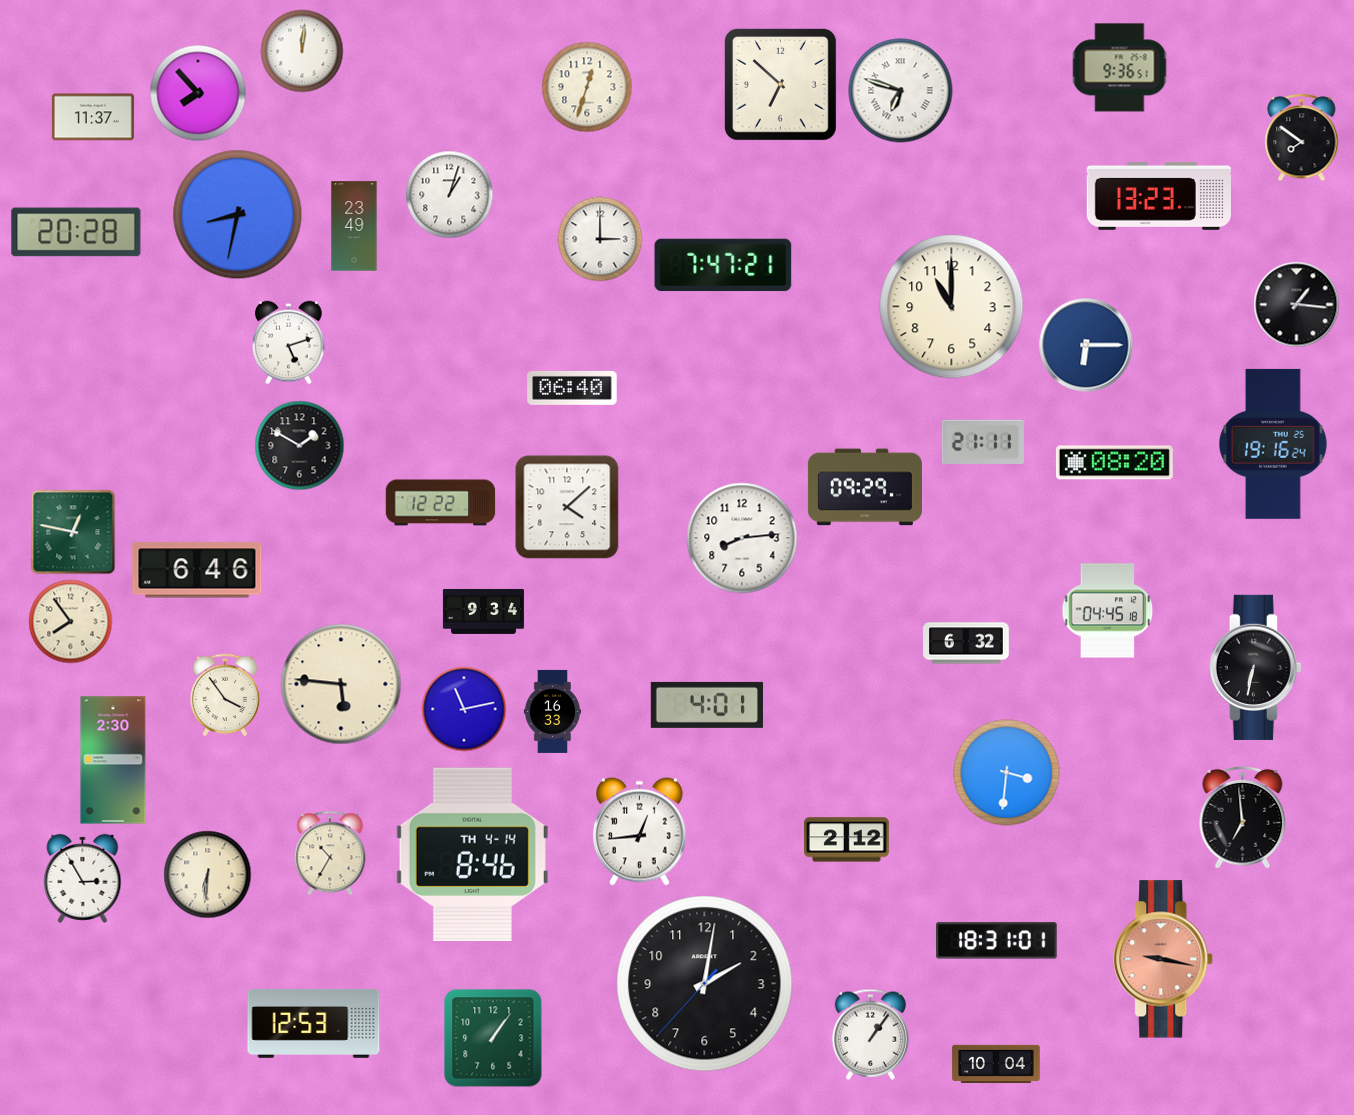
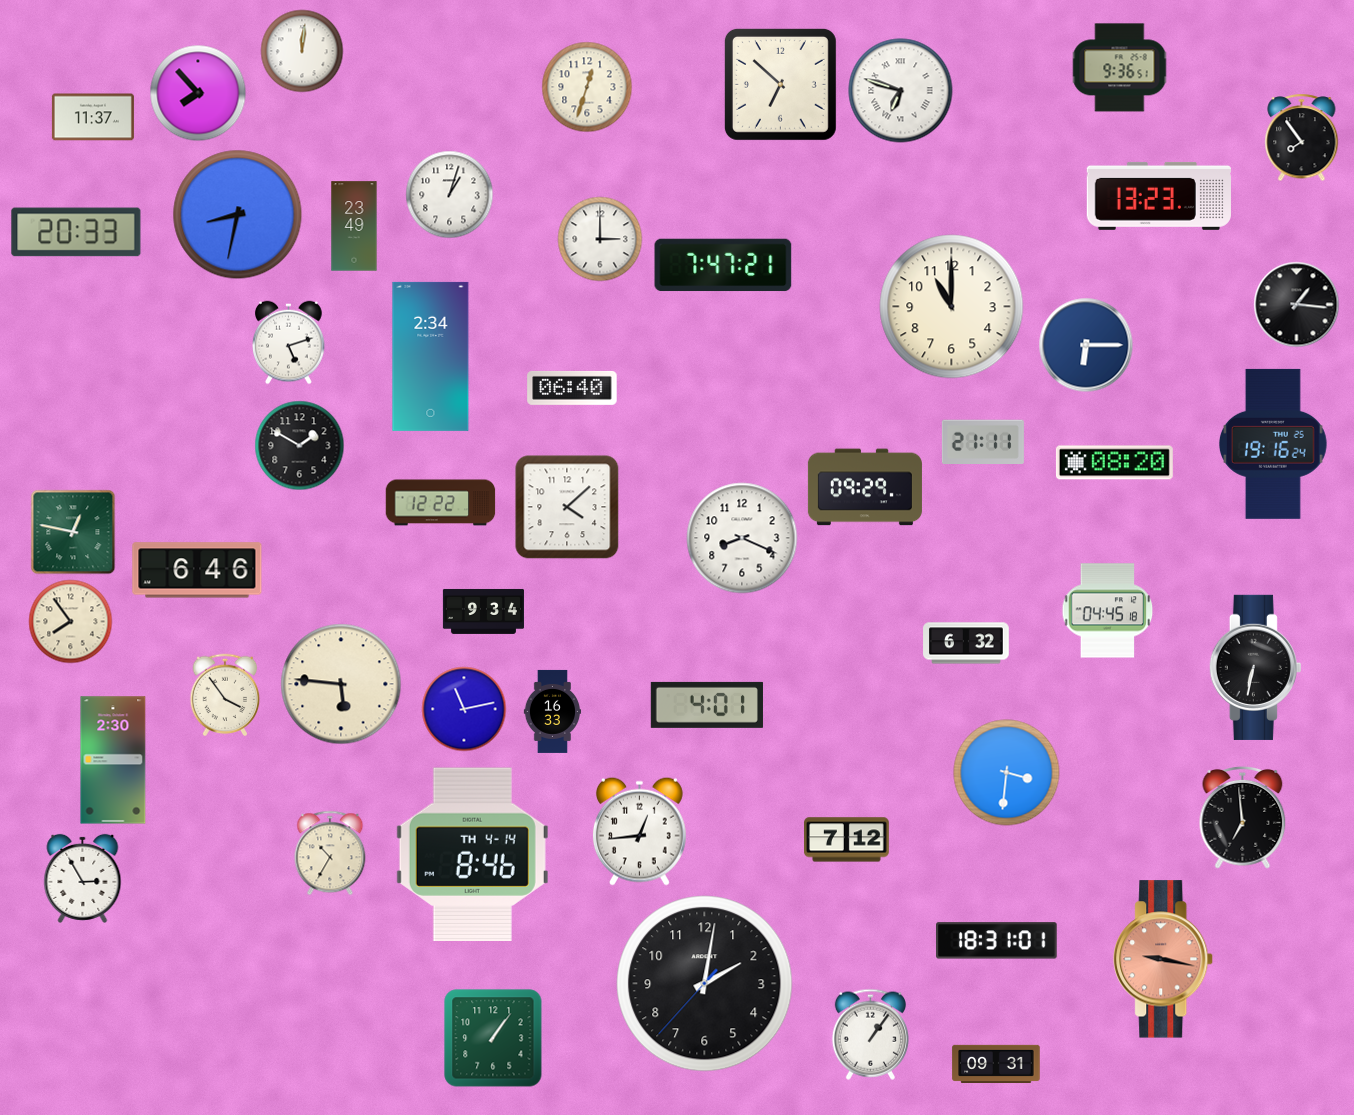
clock at (1302, 138): 7:51 -> 7:54
clock at (76, 232): 20:28 -> 20:33
clock at (431, 356): none -> 2:34
clock at (742, 538): 8:14 -> 8:19
clock at (847, 840): 2:12 -> 7:12
clock at (208, 875): 6:31 -> none
clock at (314, 1023): 12:53 -> none
clock at (996, 1063): 10:04 -> 09:31
